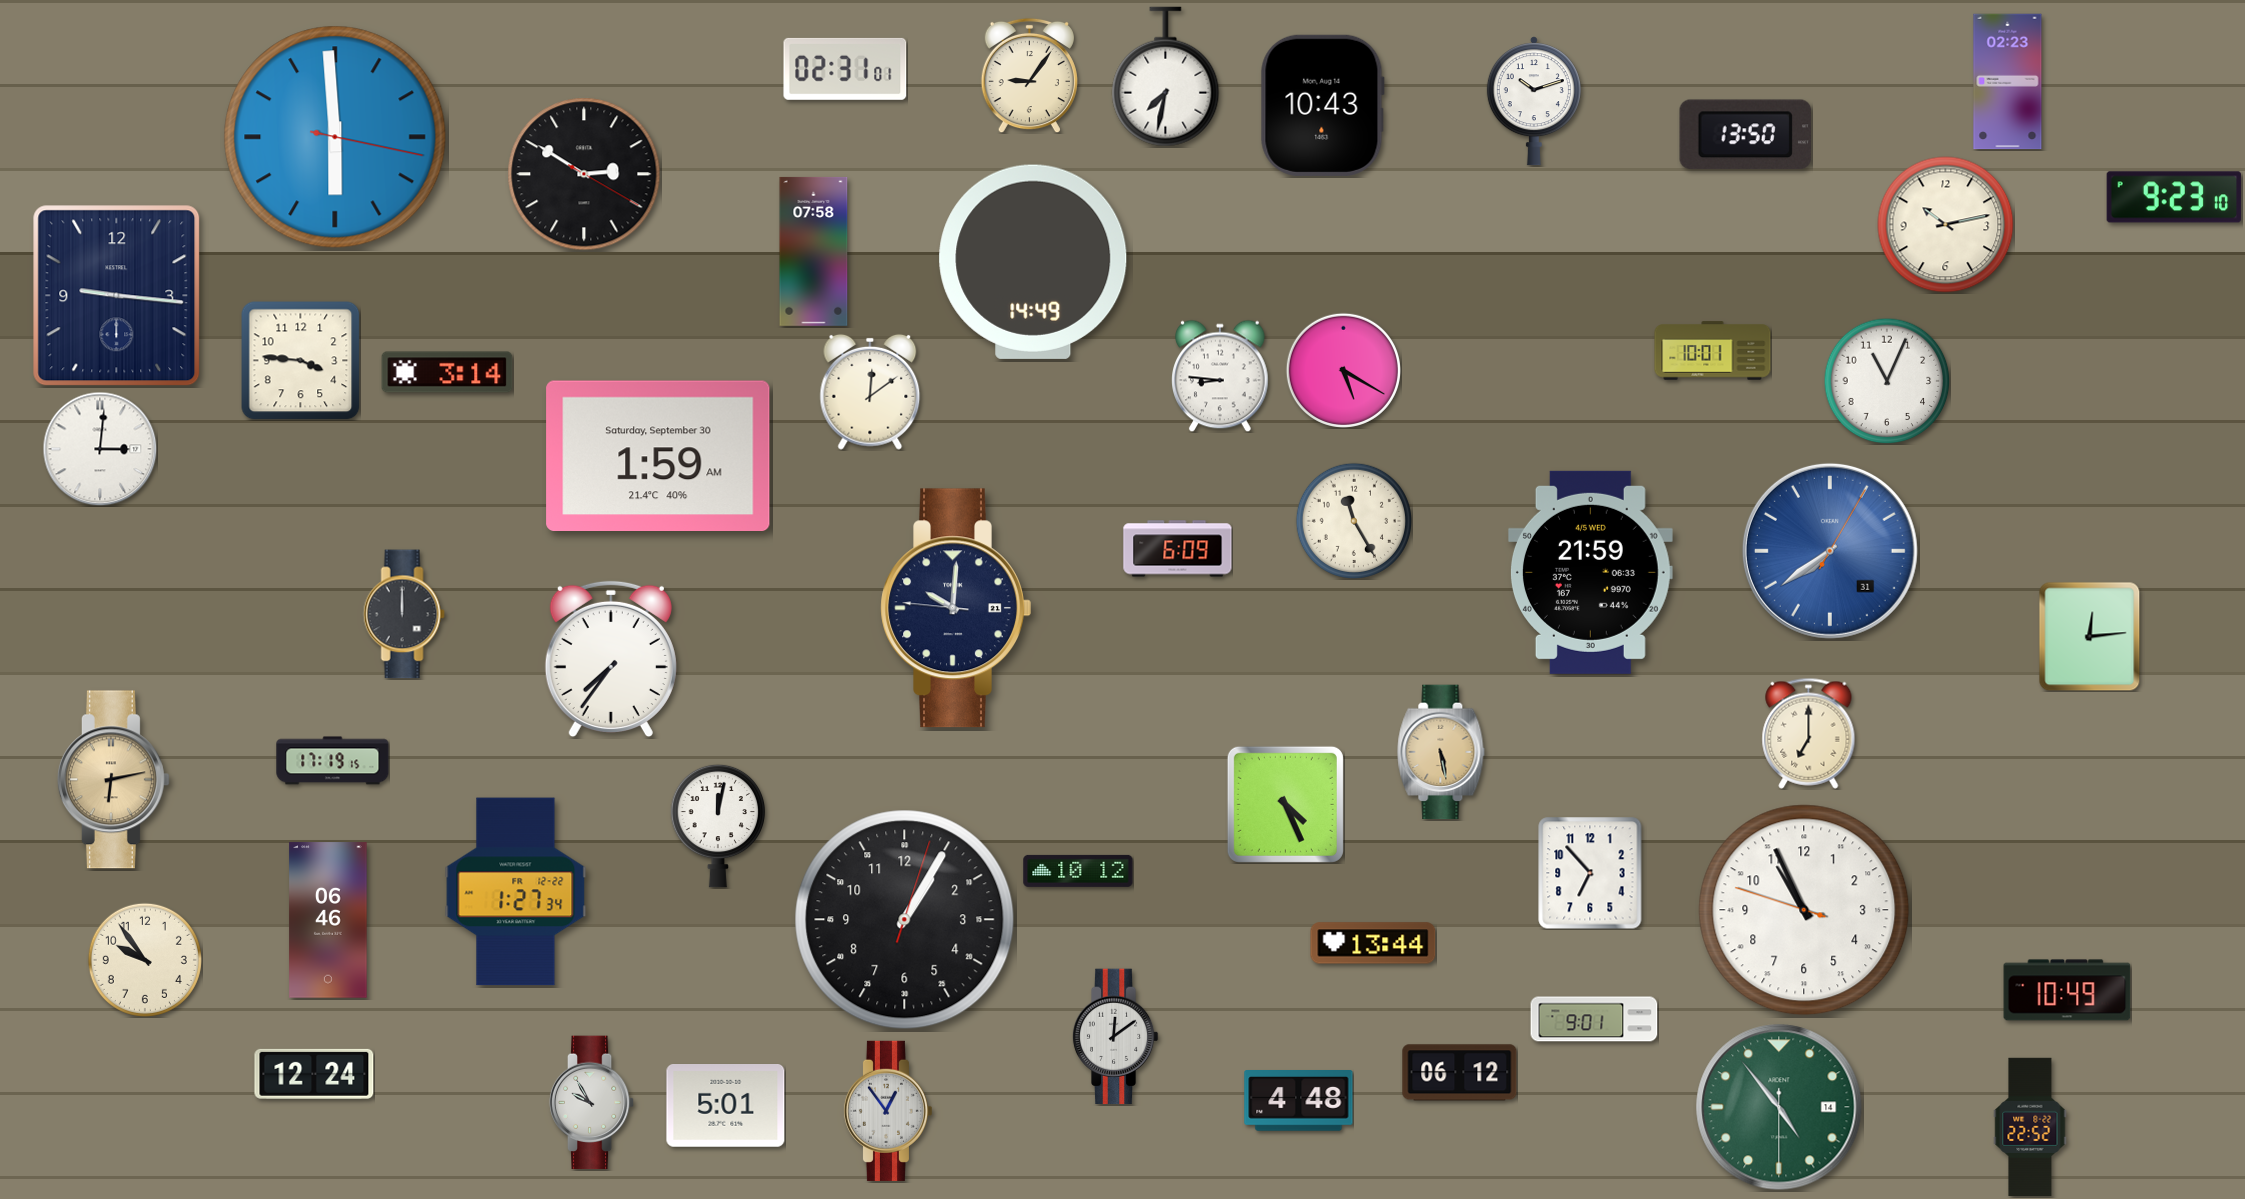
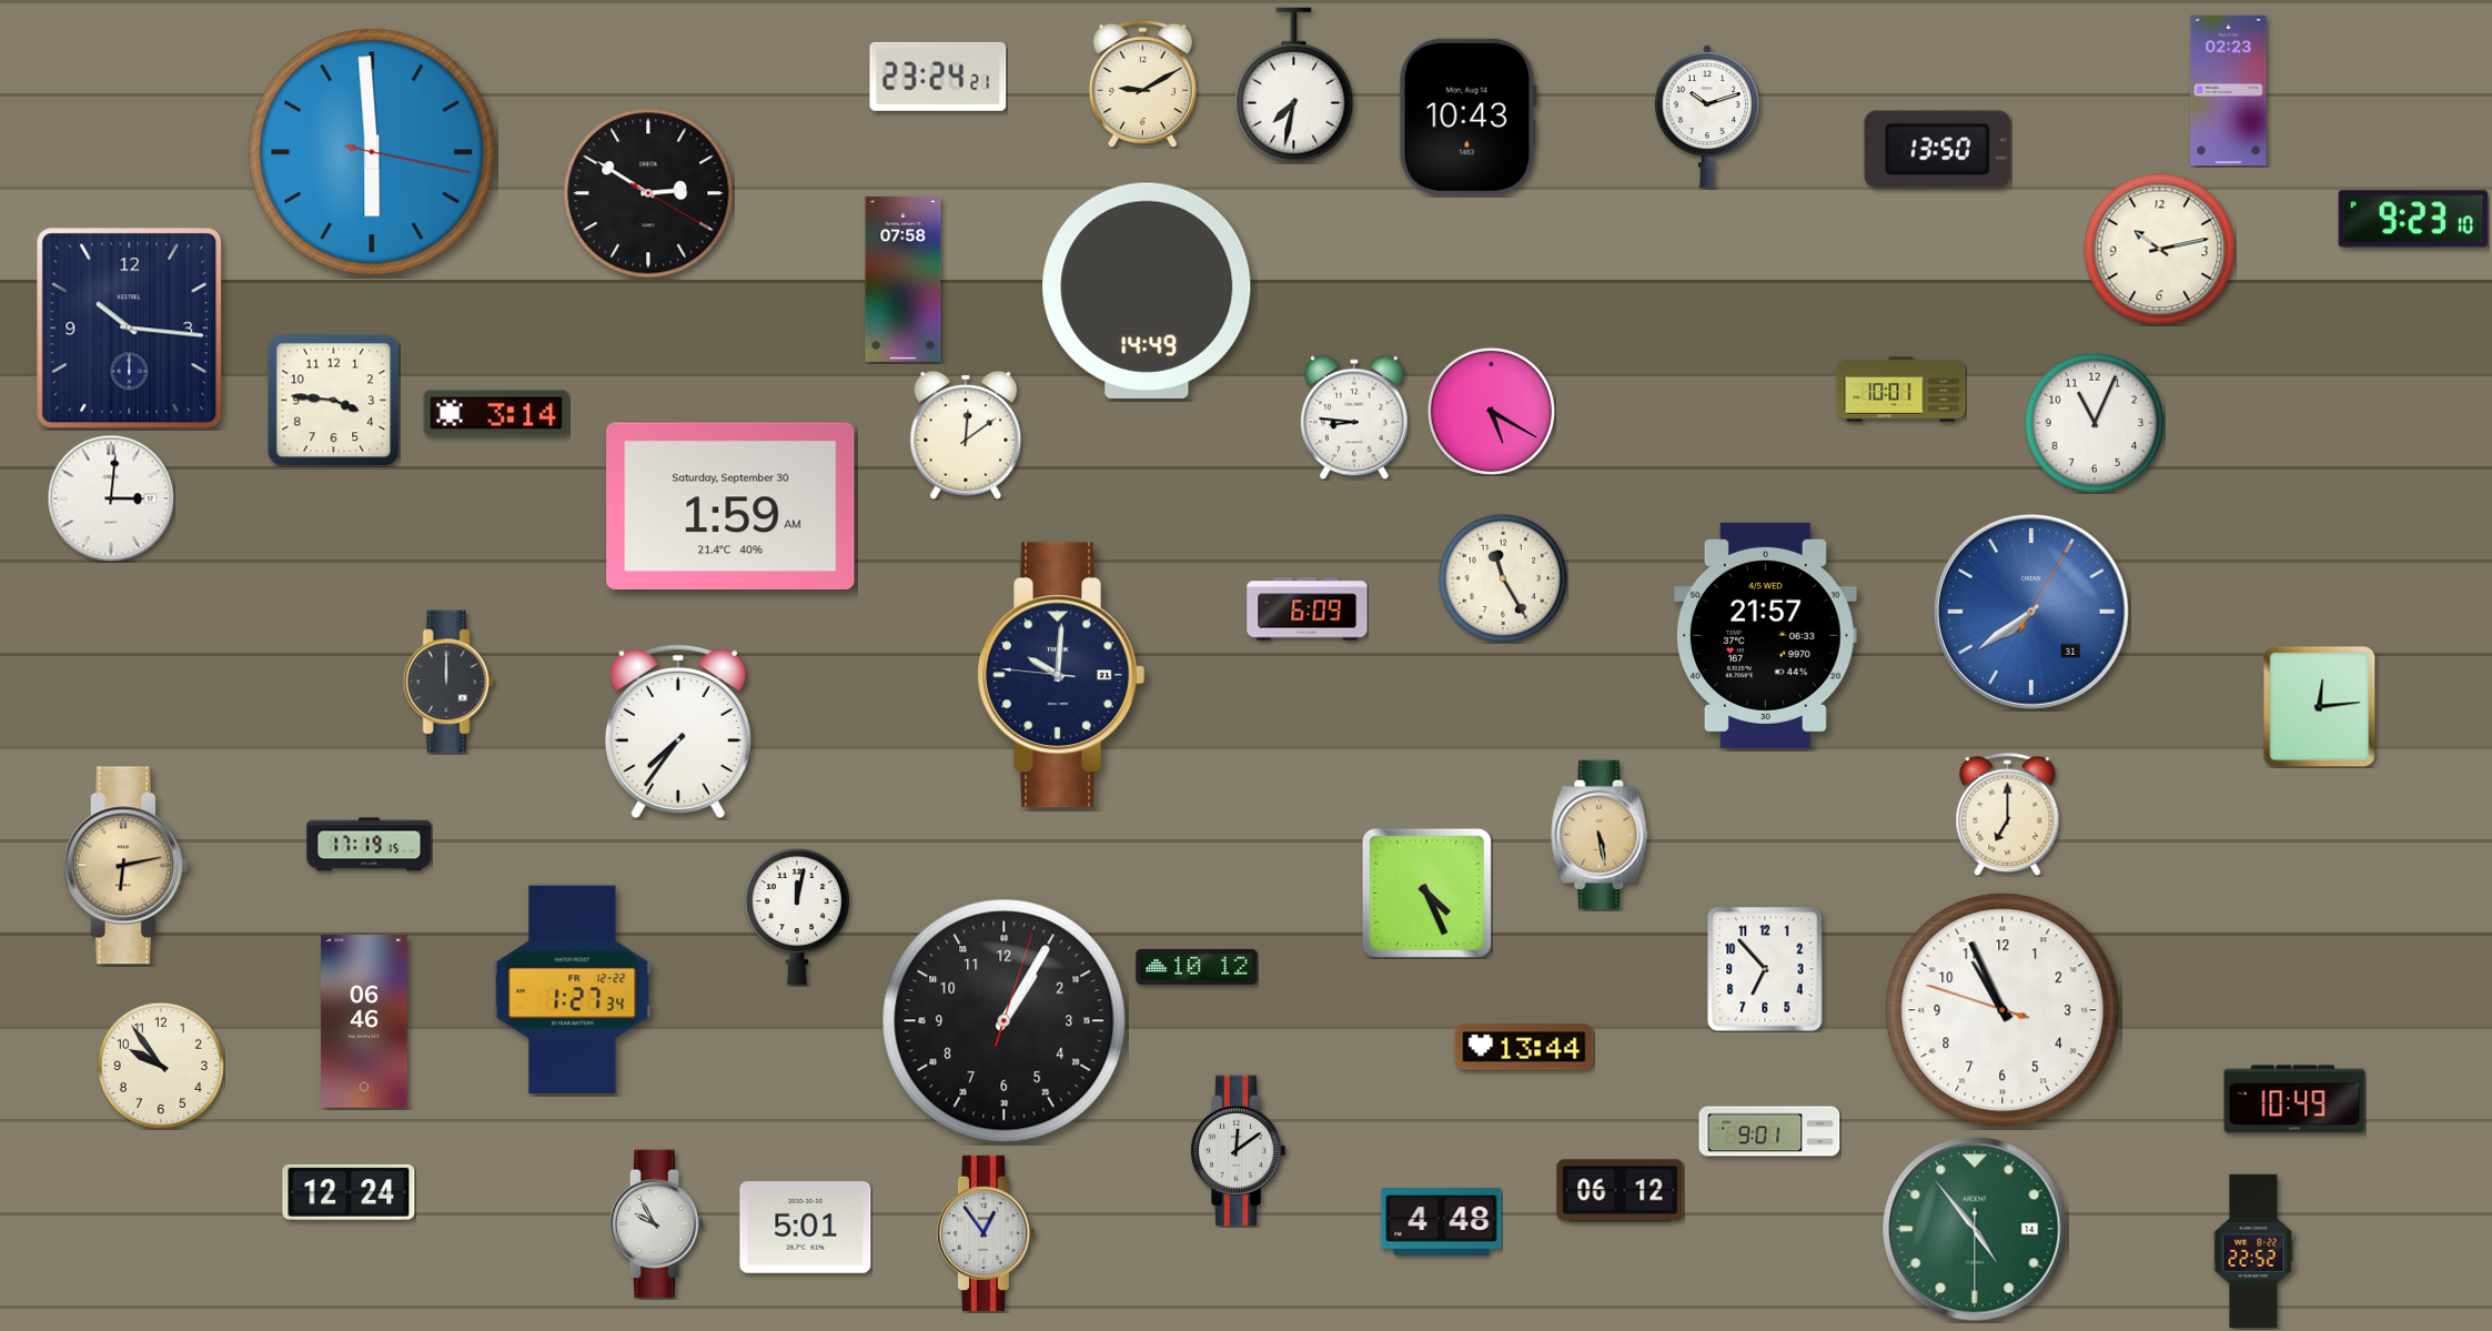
clock at (845, 69): 02:31 -> 23:24
clock at (1029, 75): 9:06 -> 9:10
clock at (1534, 101) position: (1534, 101) -> (1707, 117)
clock at (117, 296): 9:16 -> 10:16
clock at (1590, 572): 21:59 -> 21:57
